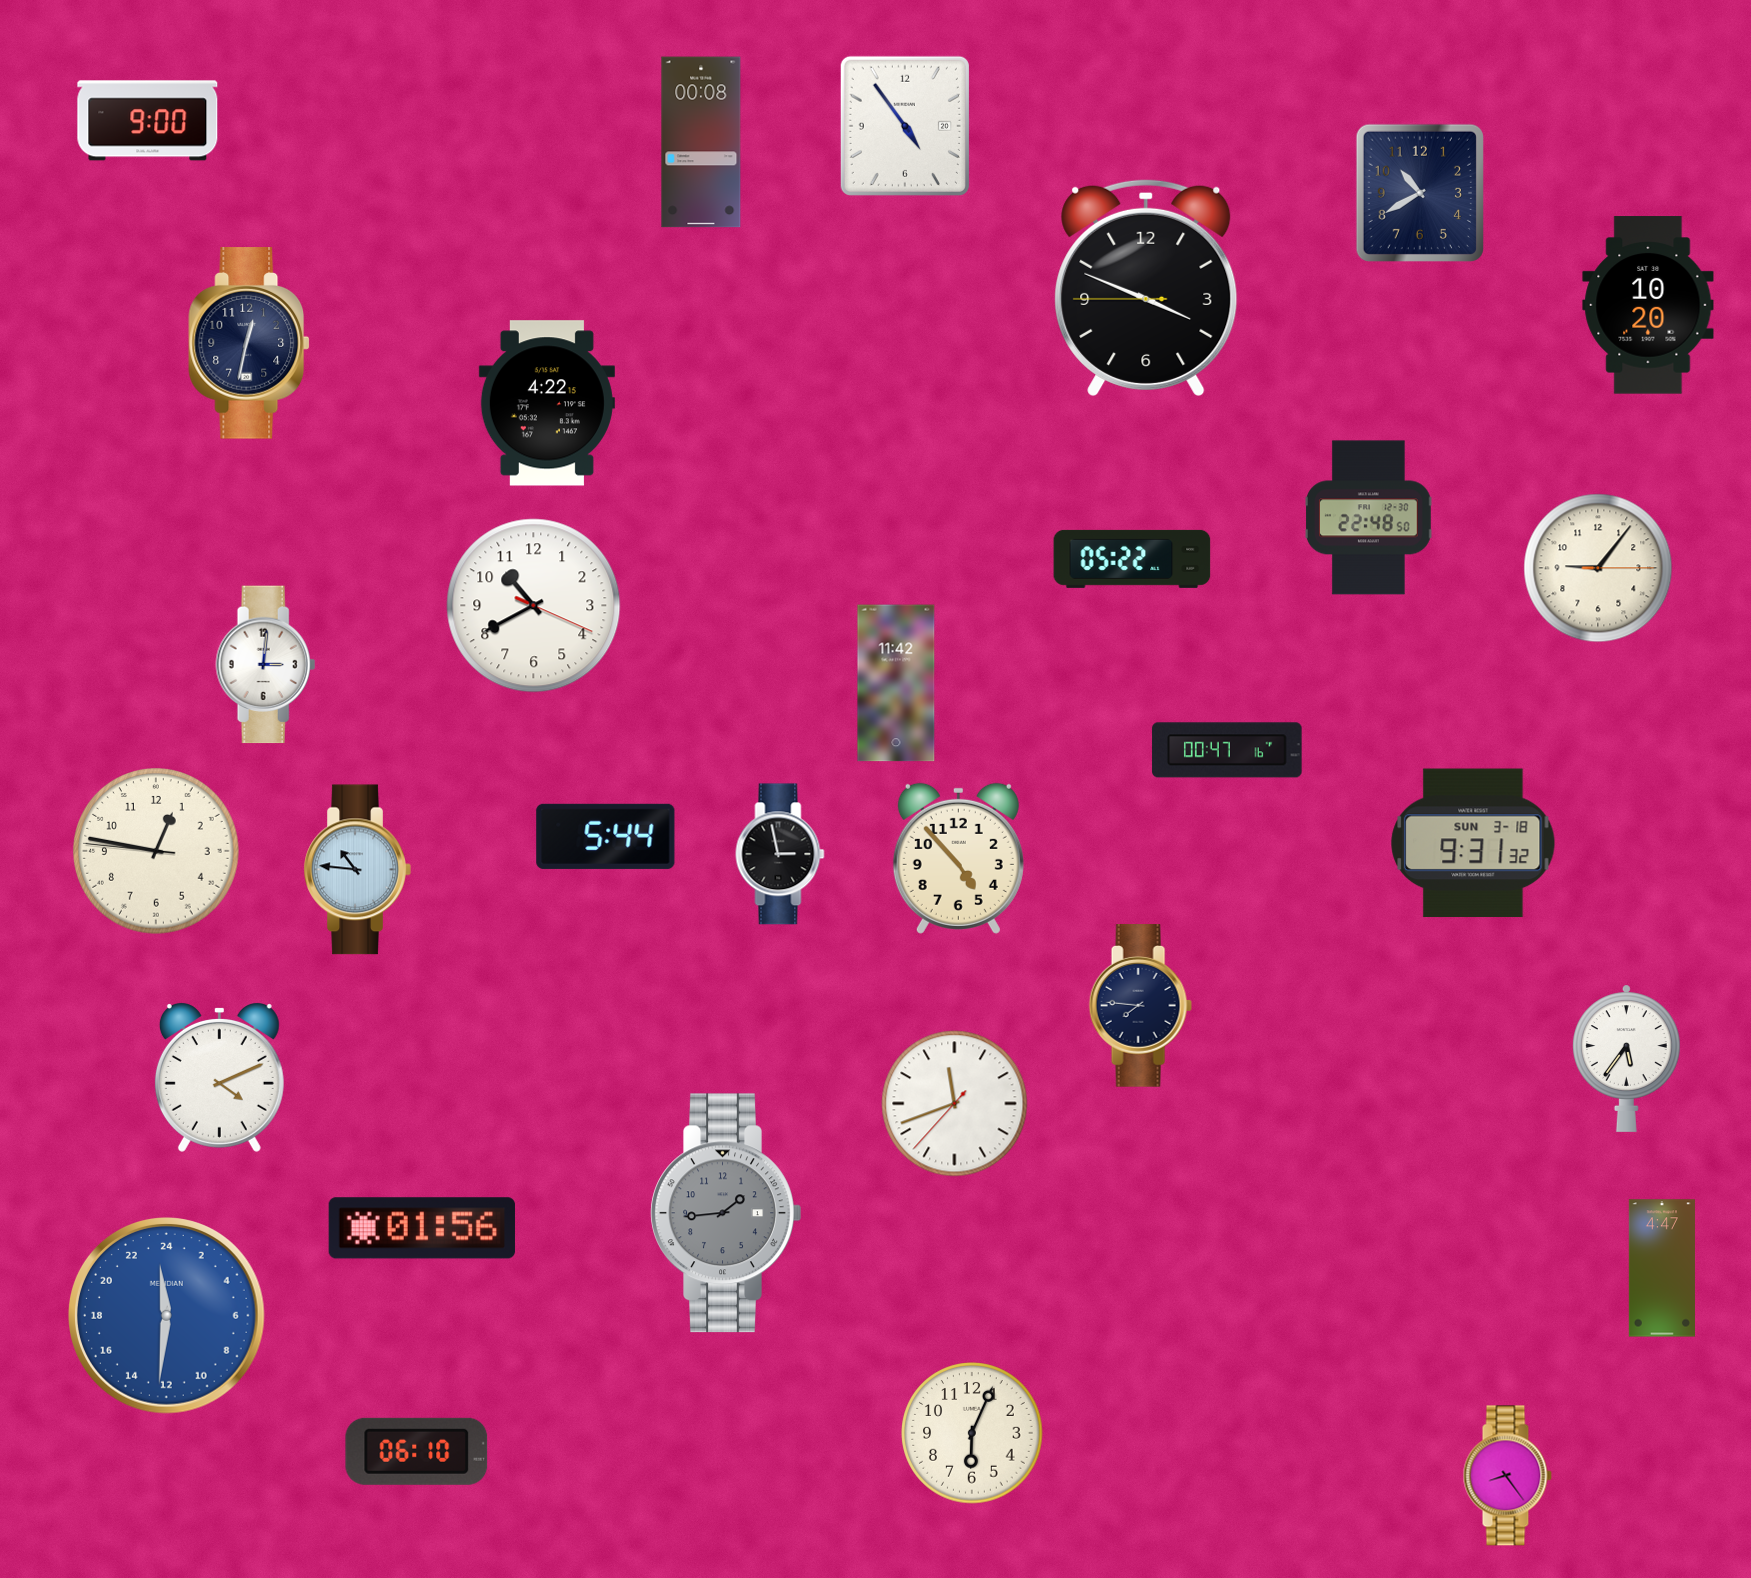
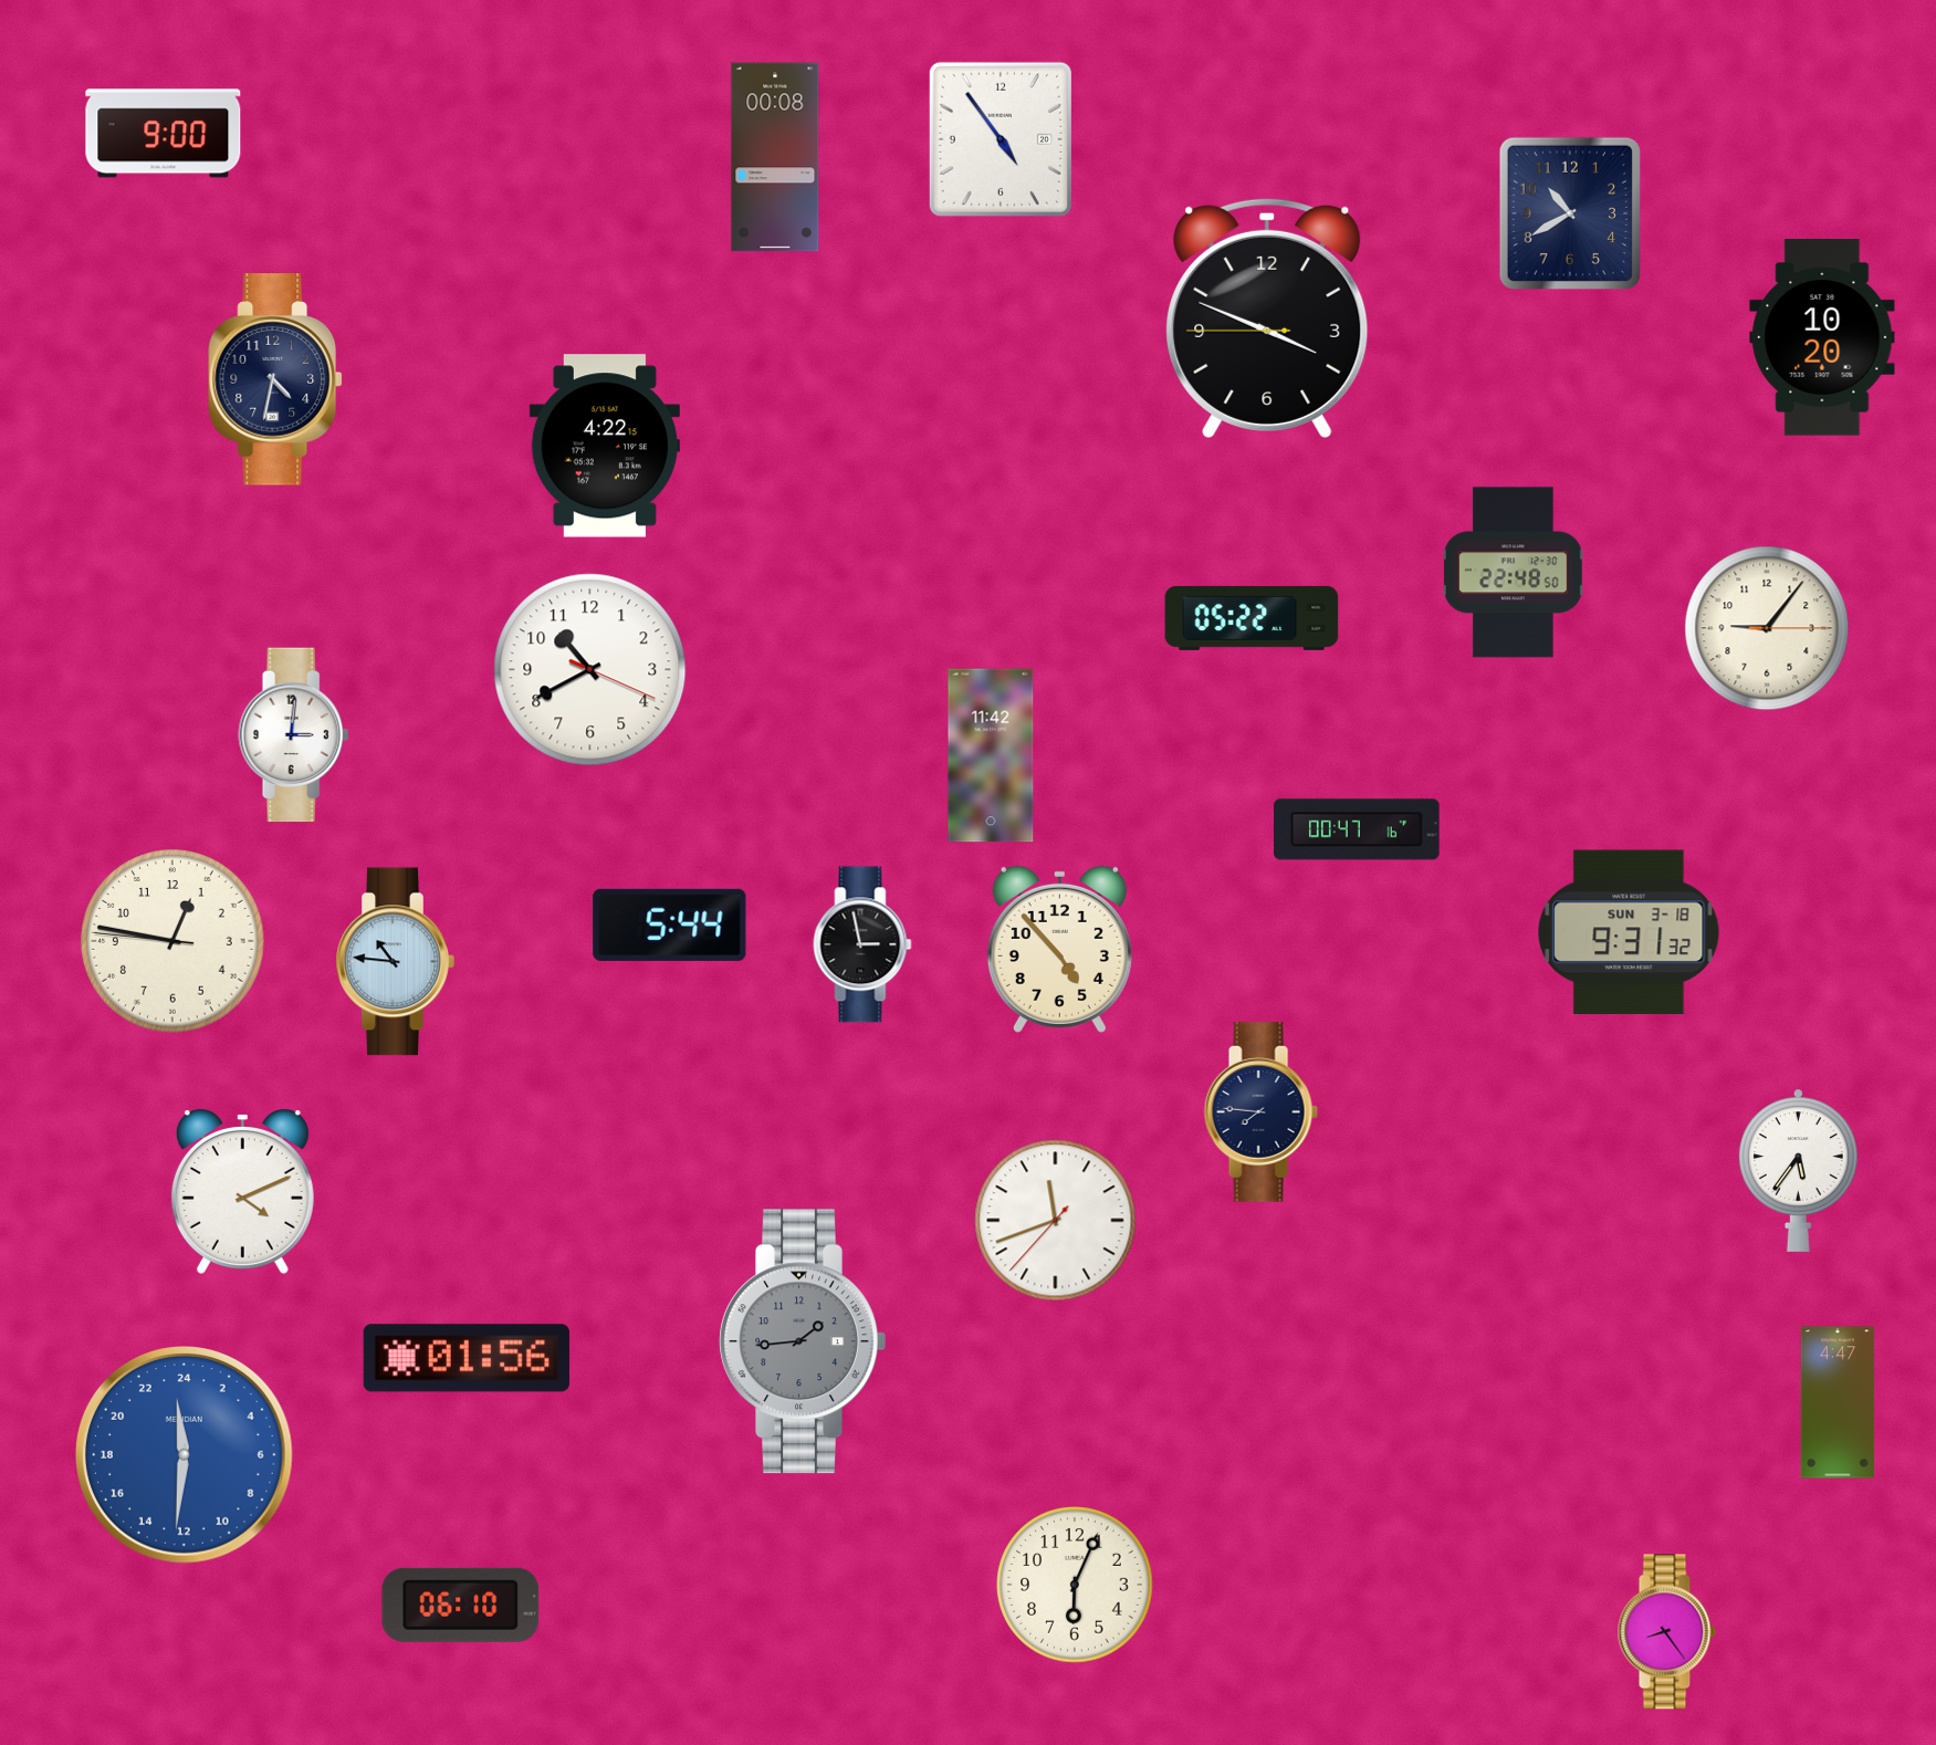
clock at (249, 343): 12:32 -> 4:32
